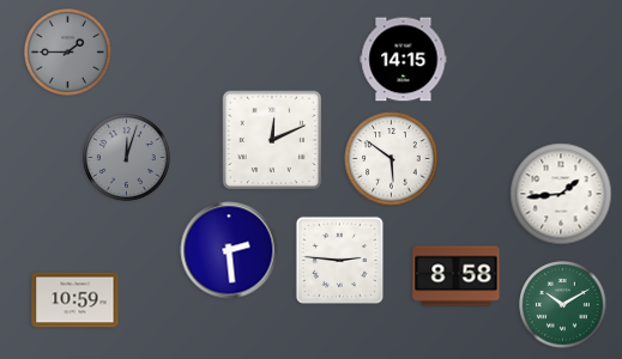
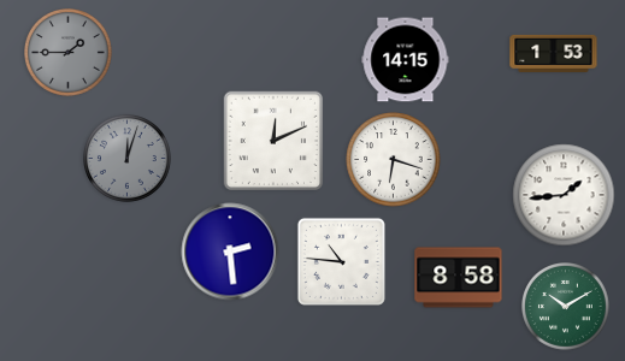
clock at (554, 53): none -> 1:53
clock at (392, 159): 5:51 -> 6:18
clock at (339, 260): 2:46 -> 10:46
clock at (76, 300): 10:59 -> none
